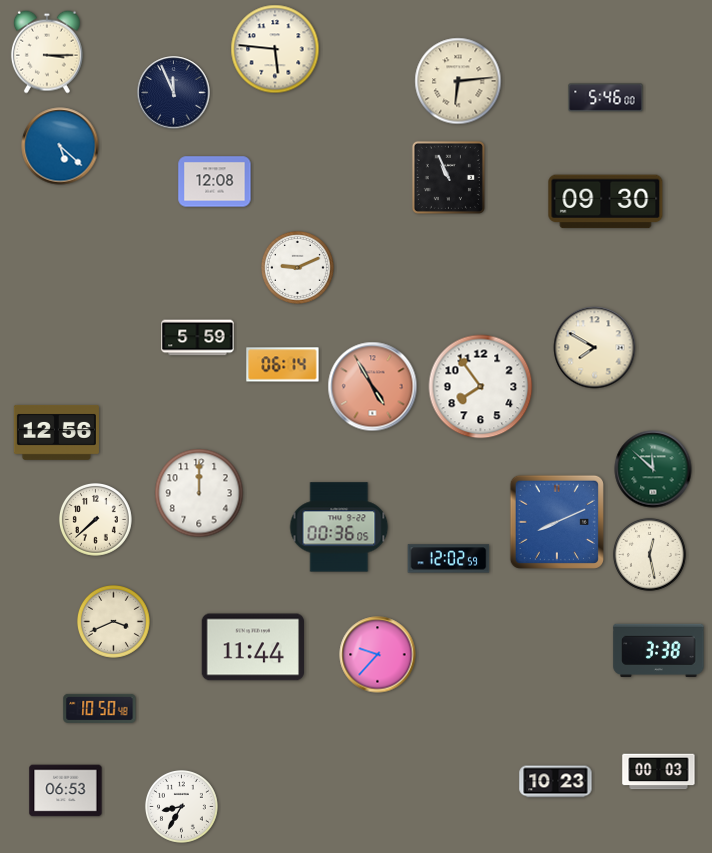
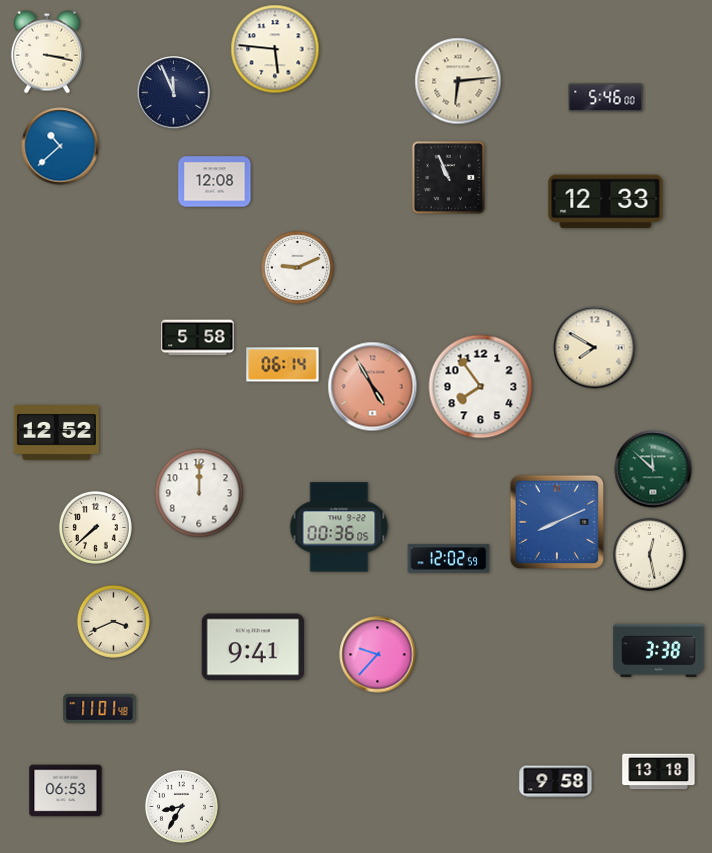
clock at (47, 52): 3:15 -> 3:17
clock at (60, 146): 5:22 -> 10:38
clock at (606, 202): 09:30 -> 12:33
clock at (198, 338): 5:59 -> 5:58
clock at (56, 432): 12:56 -> 12:52
clock at (95, 519) position: (95, 519) -> (95, 527)
clock at (253, 647): 11:44 -> 9:41
clock at (100, 708): 10:50 -> 11:01
clock at (659, 772): 00:03 -> 13:18
clock at (556, 782): 10:23 -> 9:58
